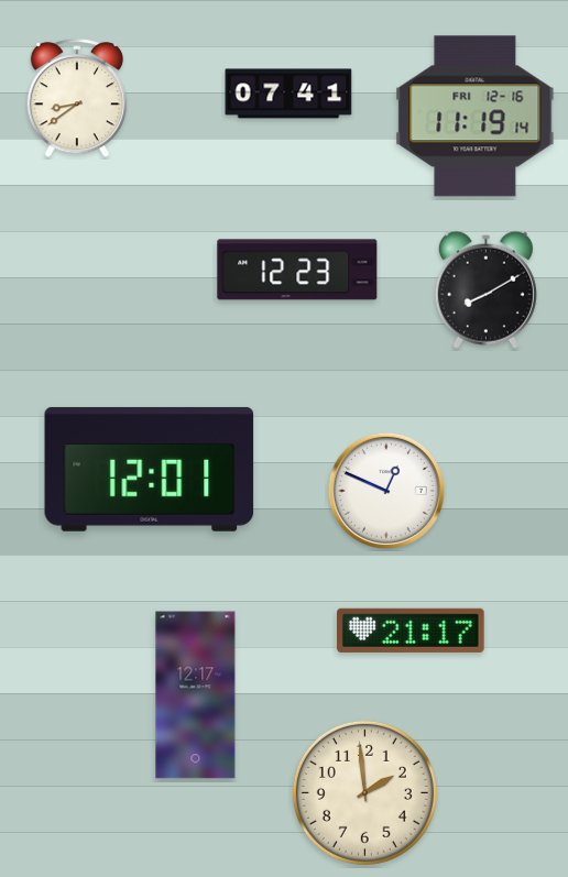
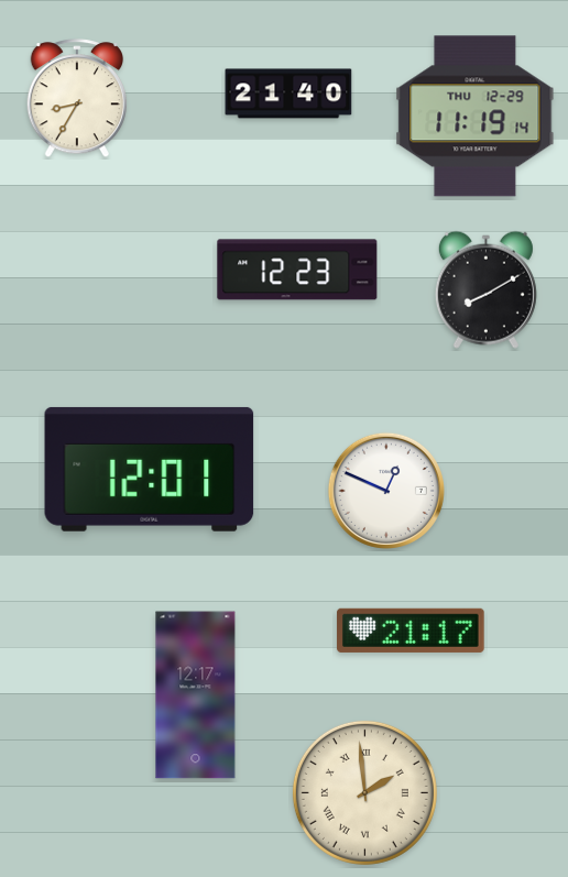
clock at (288, 94): 07:41 -> 21:40
clock at (76, 99): 8:39 -> 8:35
clock at (476, 117) date: FRI 12-16 -> THU 12-29
clock at (364, 792) numerals: Arabic -> Roman
